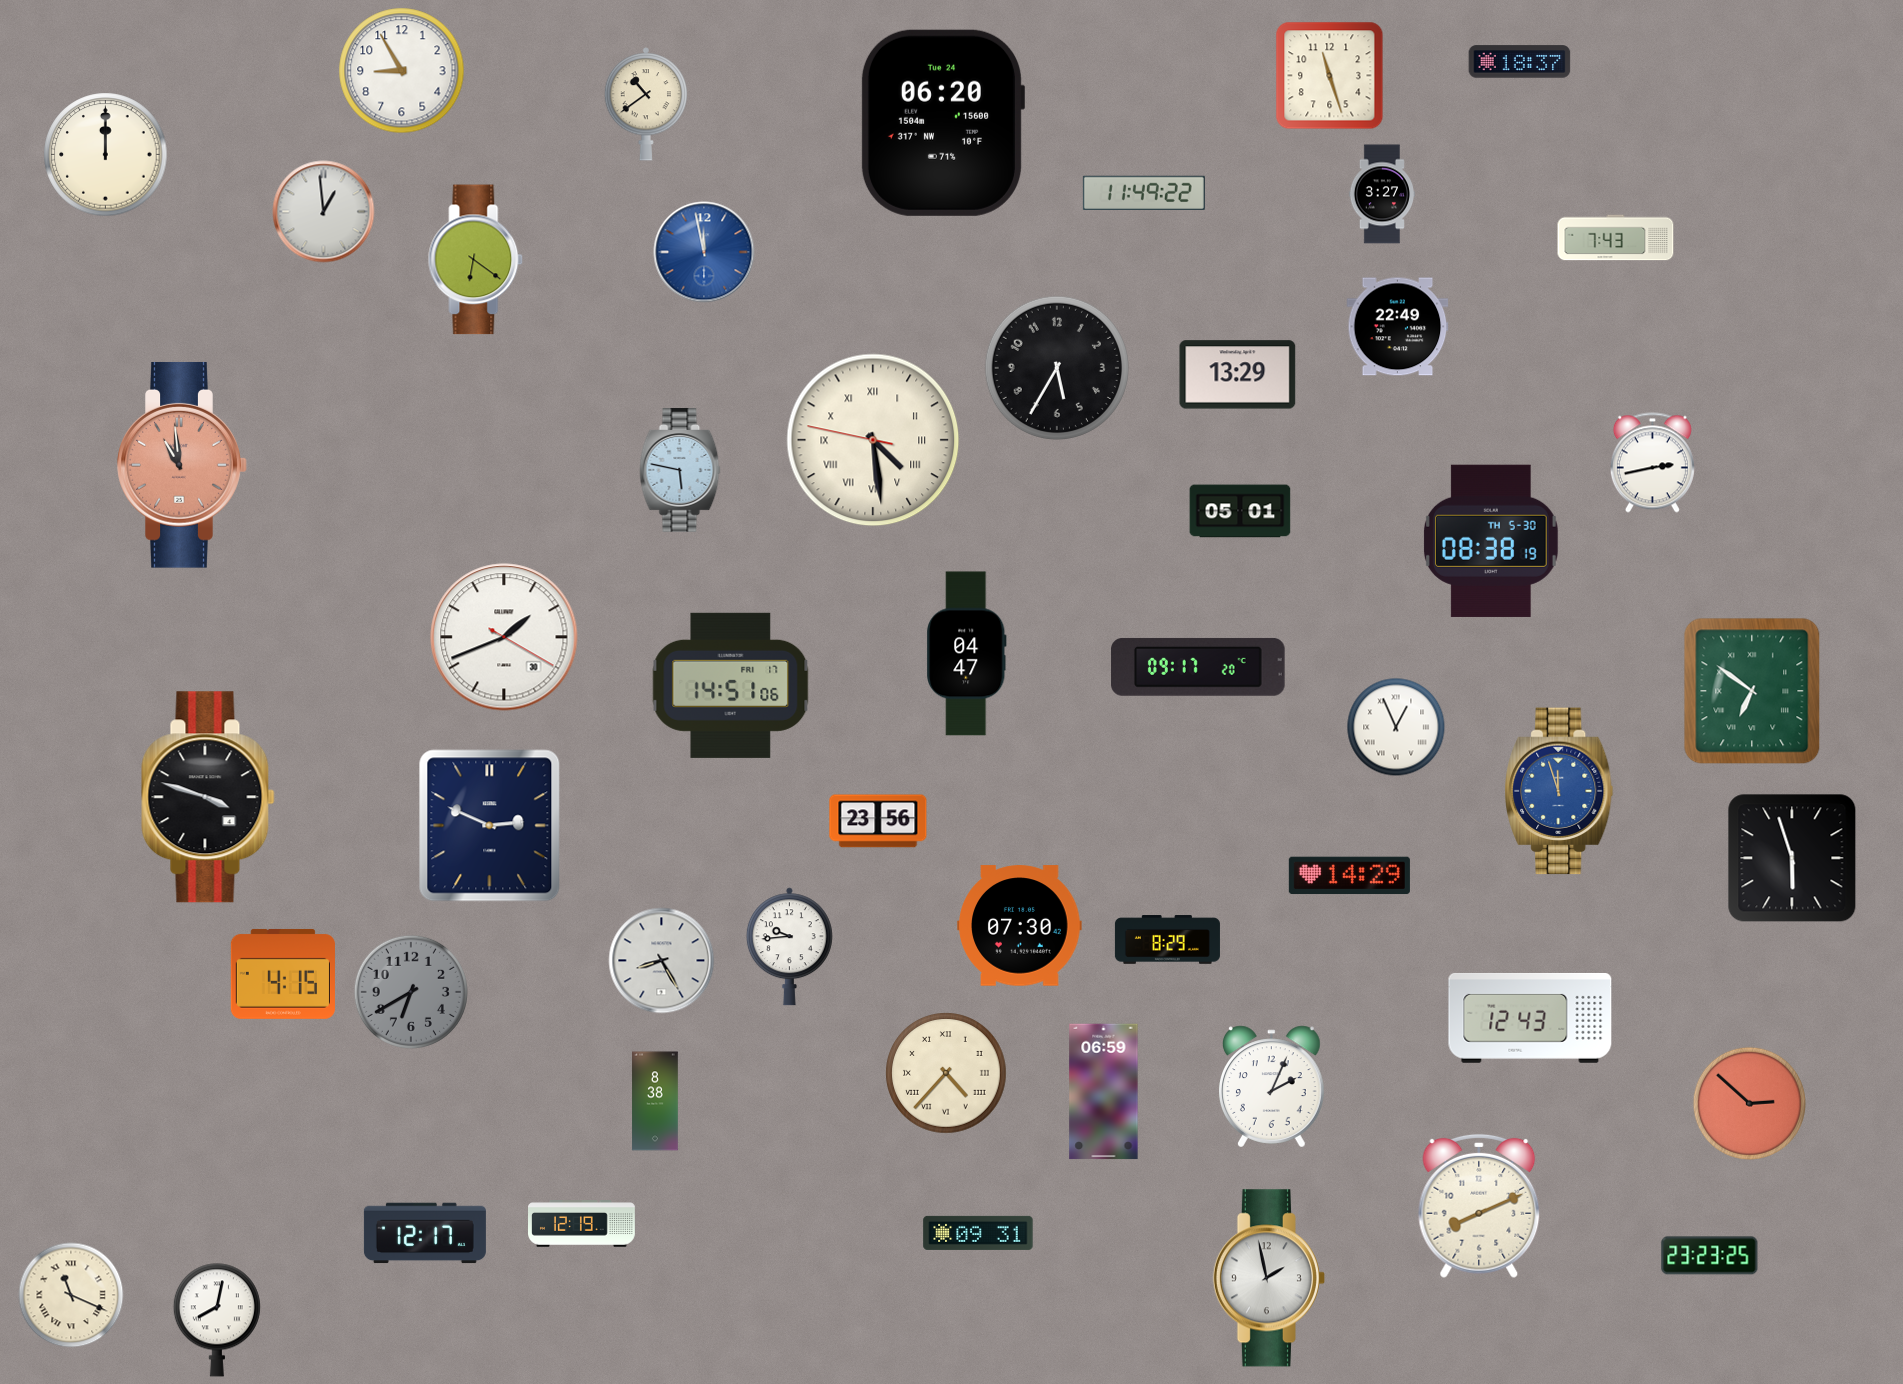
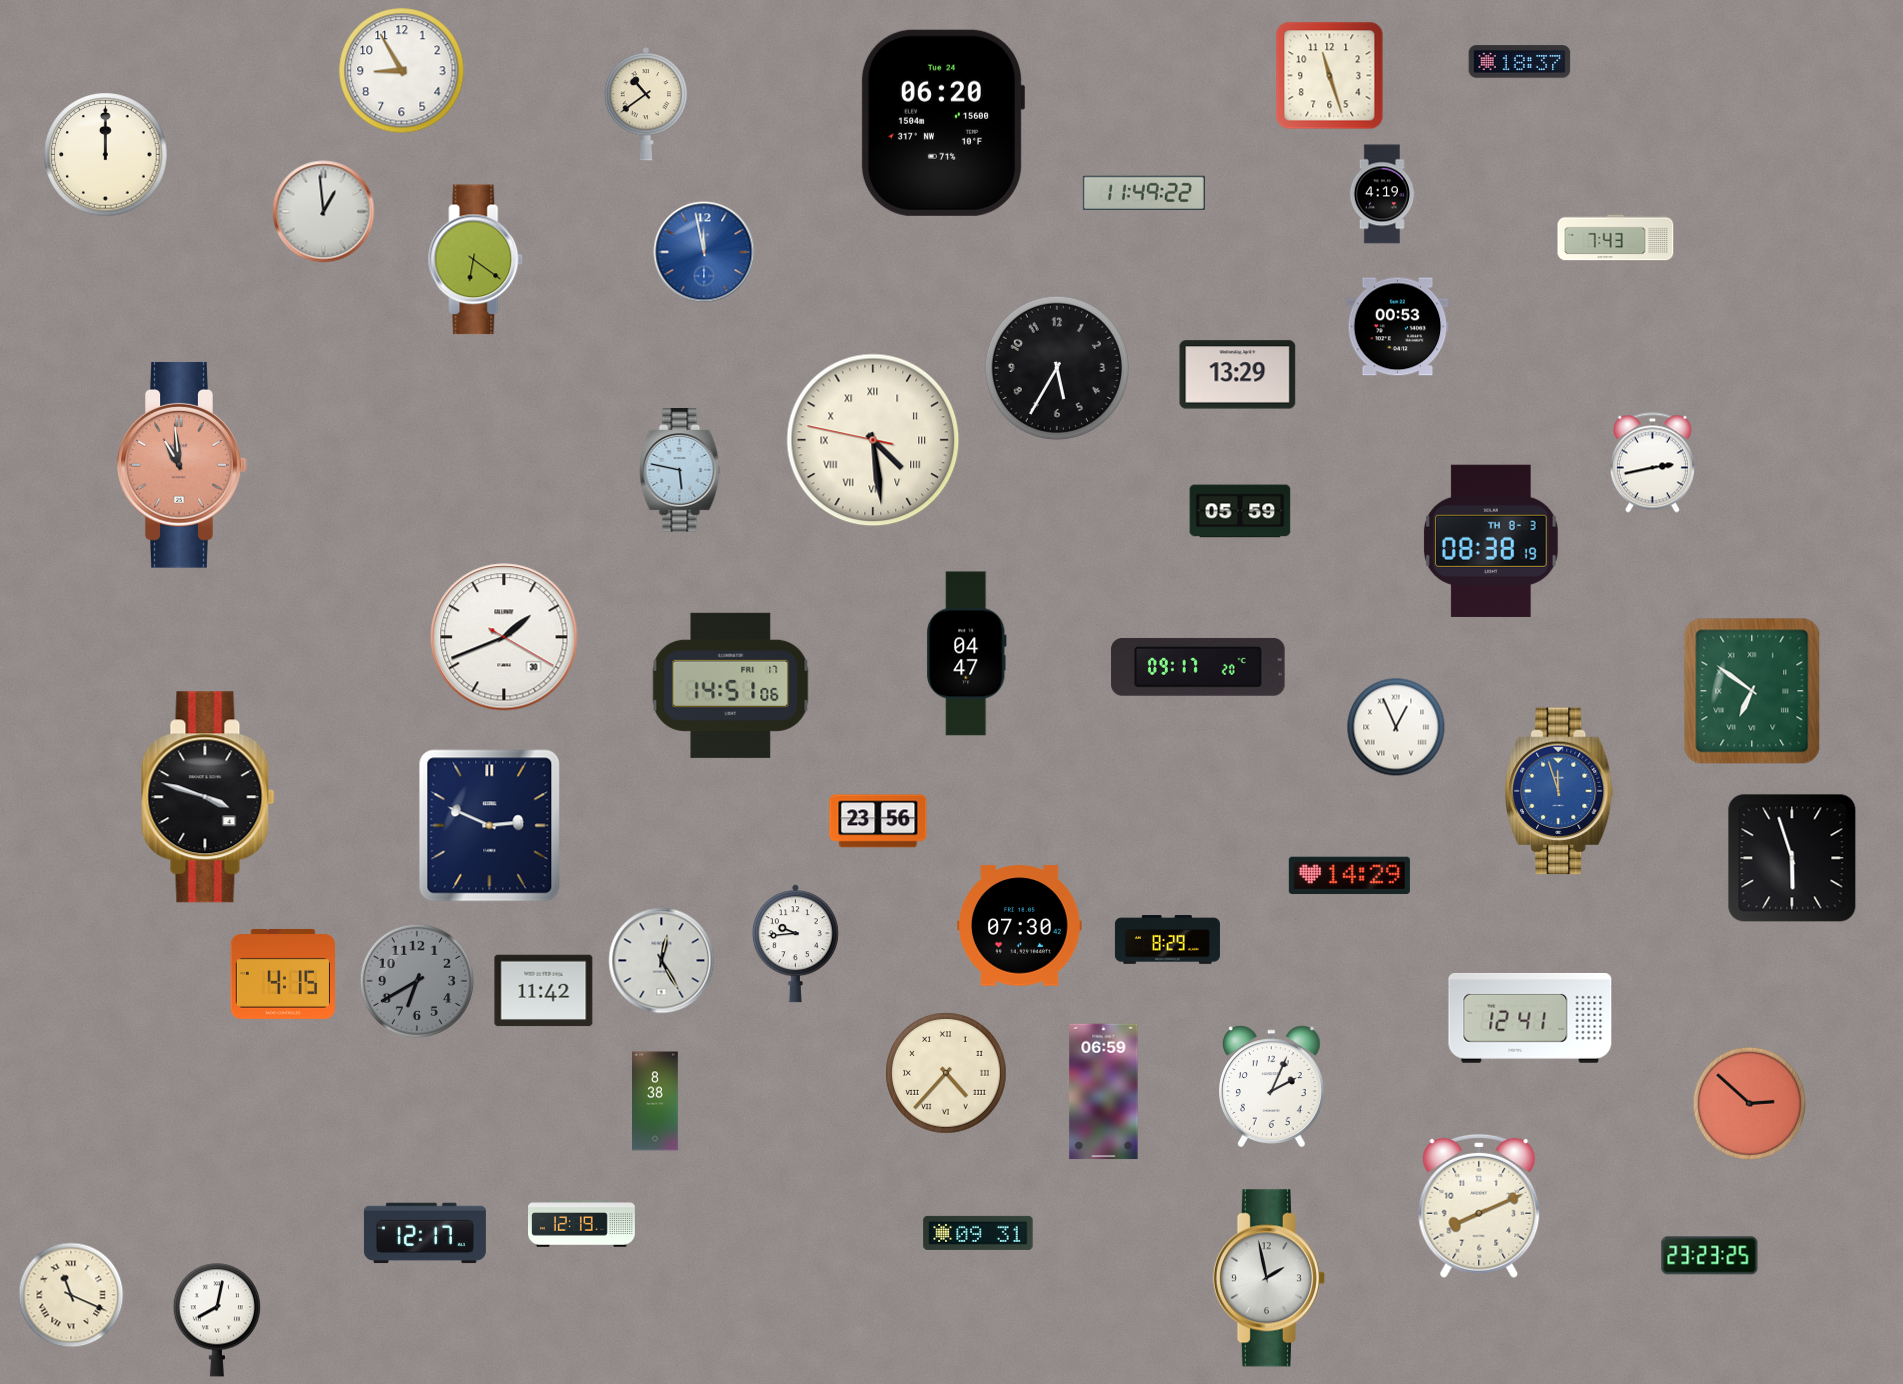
clock at (1381, 194): 3:27 -> 4:19
clock at (1398, 327): 22:49 -> 00:53
clock at (1240, 511): 05:01 -> 05:59
clock at (1491, 541) date: TH 5-30 -> TH 8-3
clock at (789, 947) position: (789, 947) -> (795, 944)
clock at (662, 961): 8:25 -> 12:25
clock at (544, 991): none -> 11:42
clock at (411, 992) position: (411, 992) -> (417, 981)
clock at (1530, 1018): 12:43 -> 12:41
